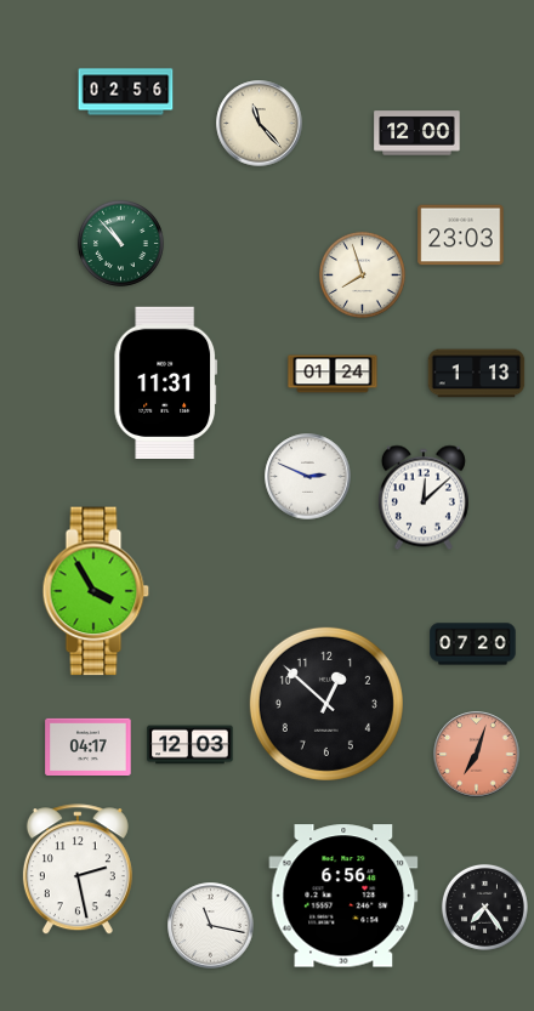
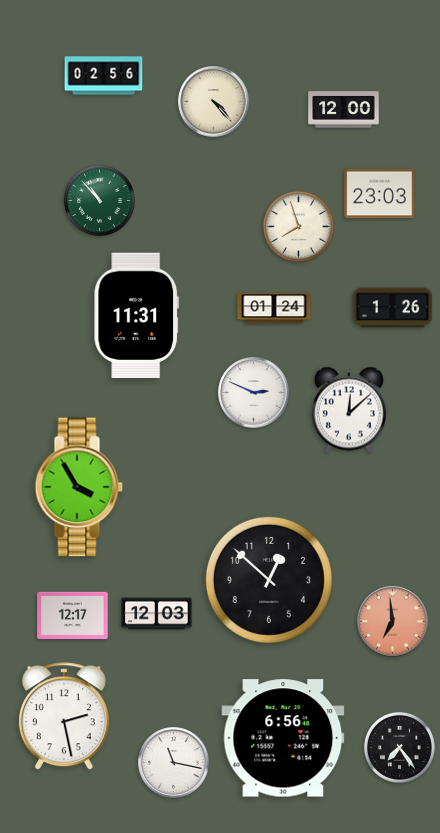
clock at (260, 124): 11:23 -> 4:23
clock at (477, 374): 1:13 -> 1:26
clock at (473, 644): 07:20 -> none
clock at (89, 746): 04:17 -> 12:17
clock at (477, 755): 7:03 -> 6:59
